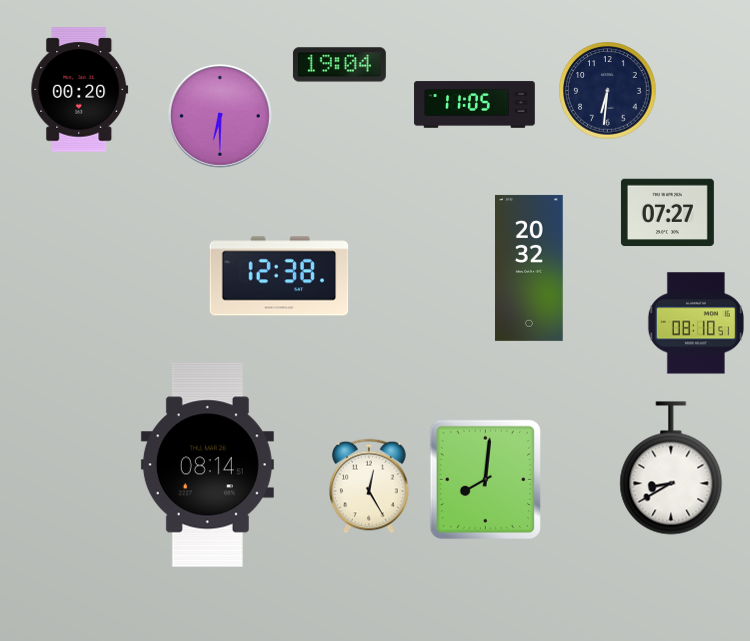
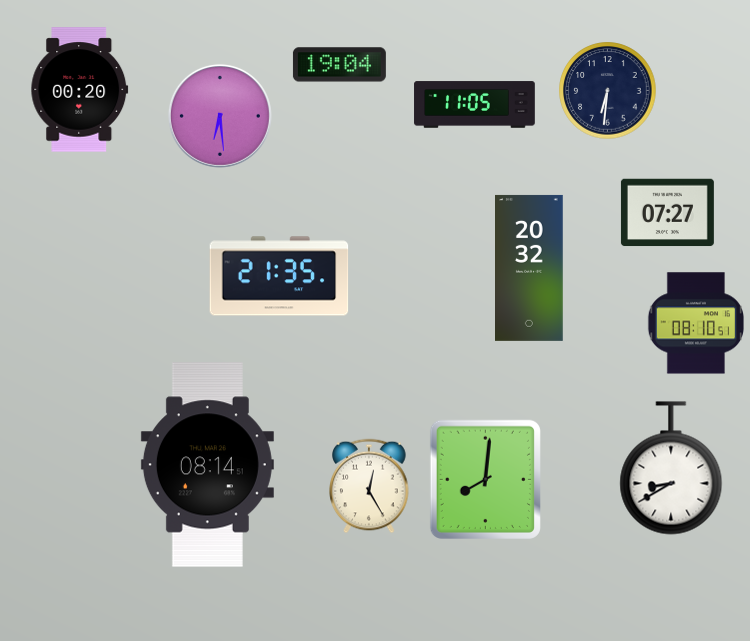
clock at (220, 116): 6:30 -> 6:29
clock at (279, 276): 12:38 -> 21:35
